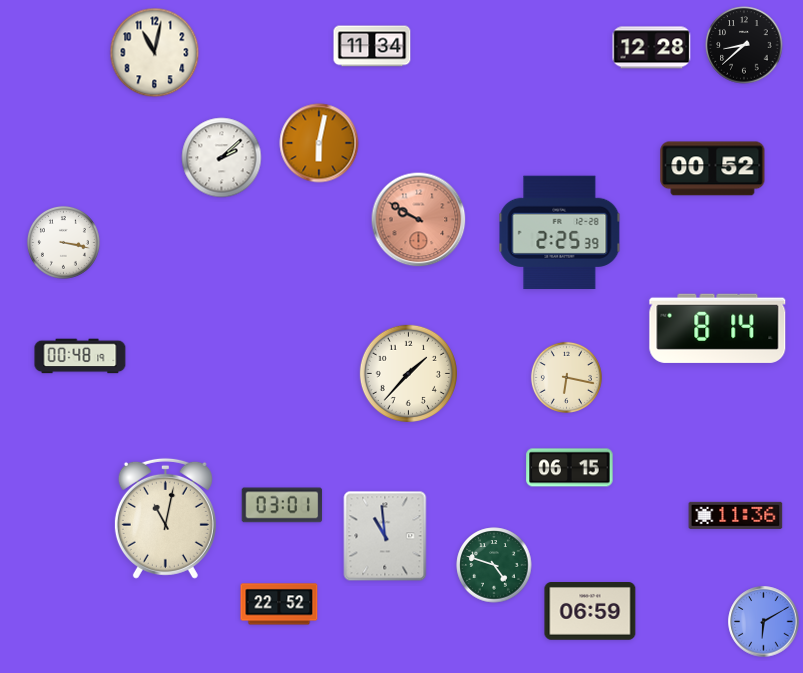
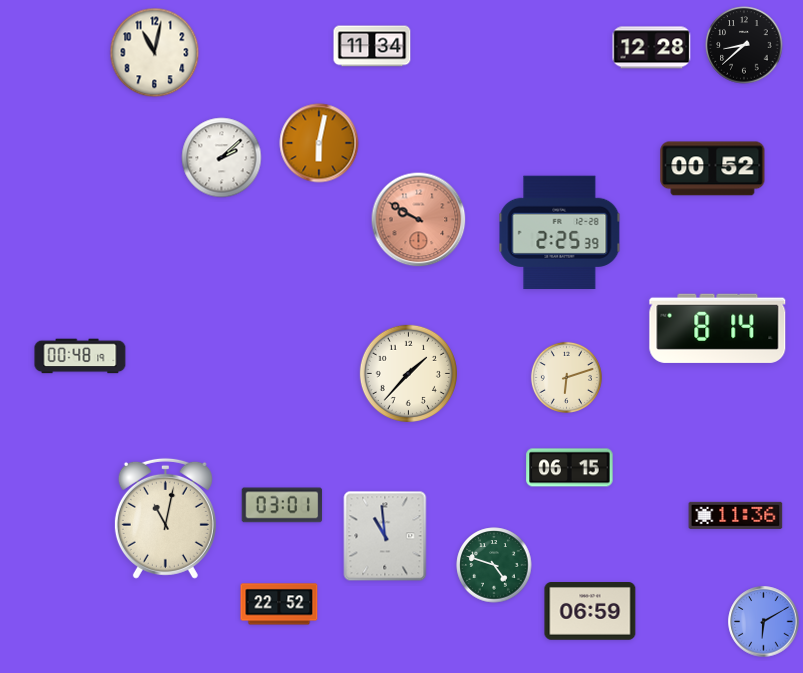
clock at (63, 242): 3:17 -> none
clock at (566, 377): 6:17 -> 6:12
